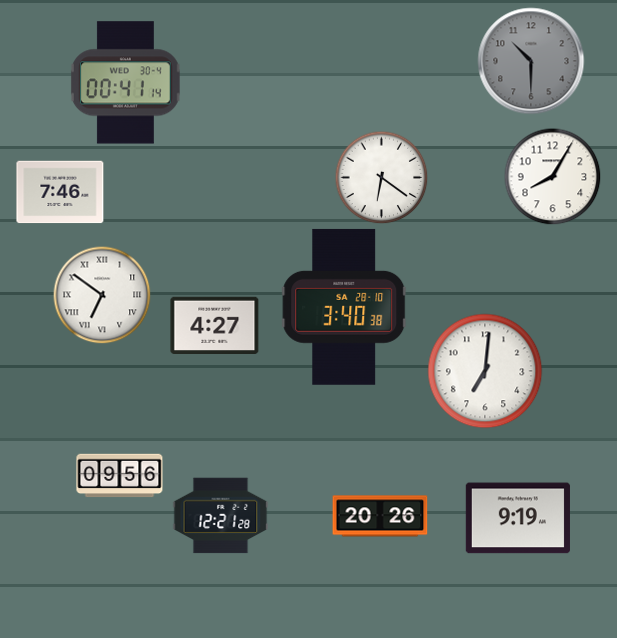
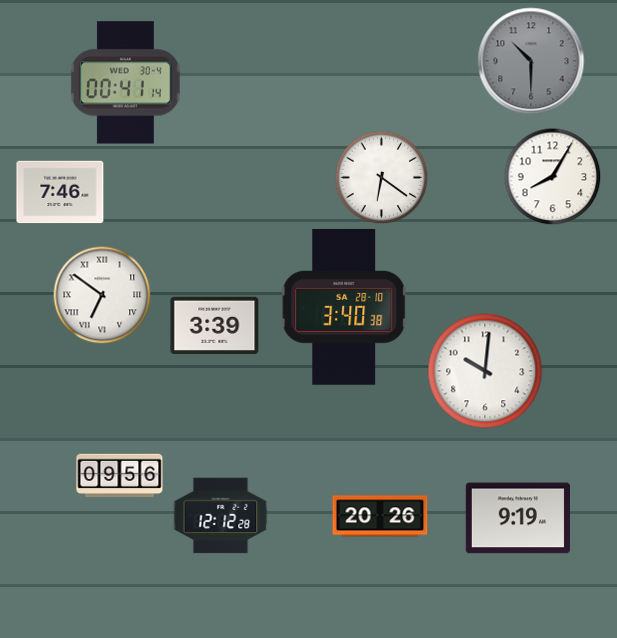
clock at (215, 326): 4:27 -> 3:39
clock at (485, 371): 7:01 -> 10:01
clock at (221, 516): 12:21 -> 12:12
